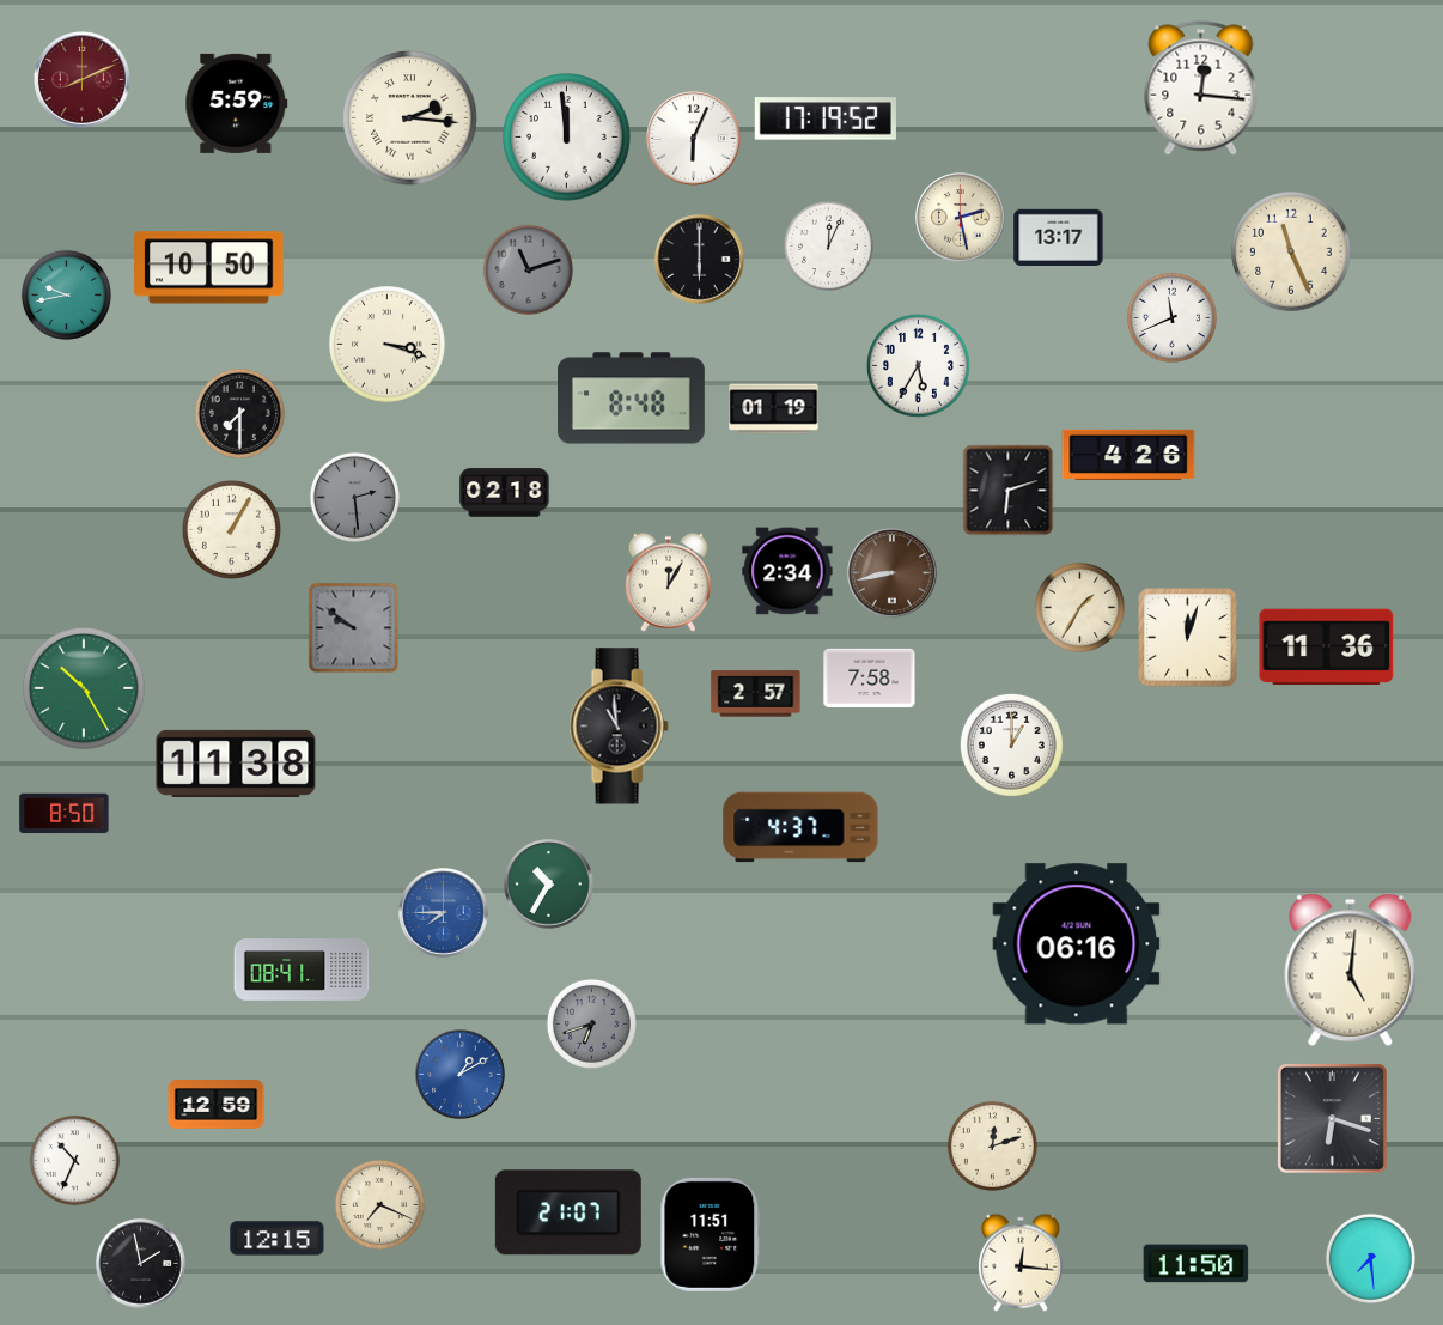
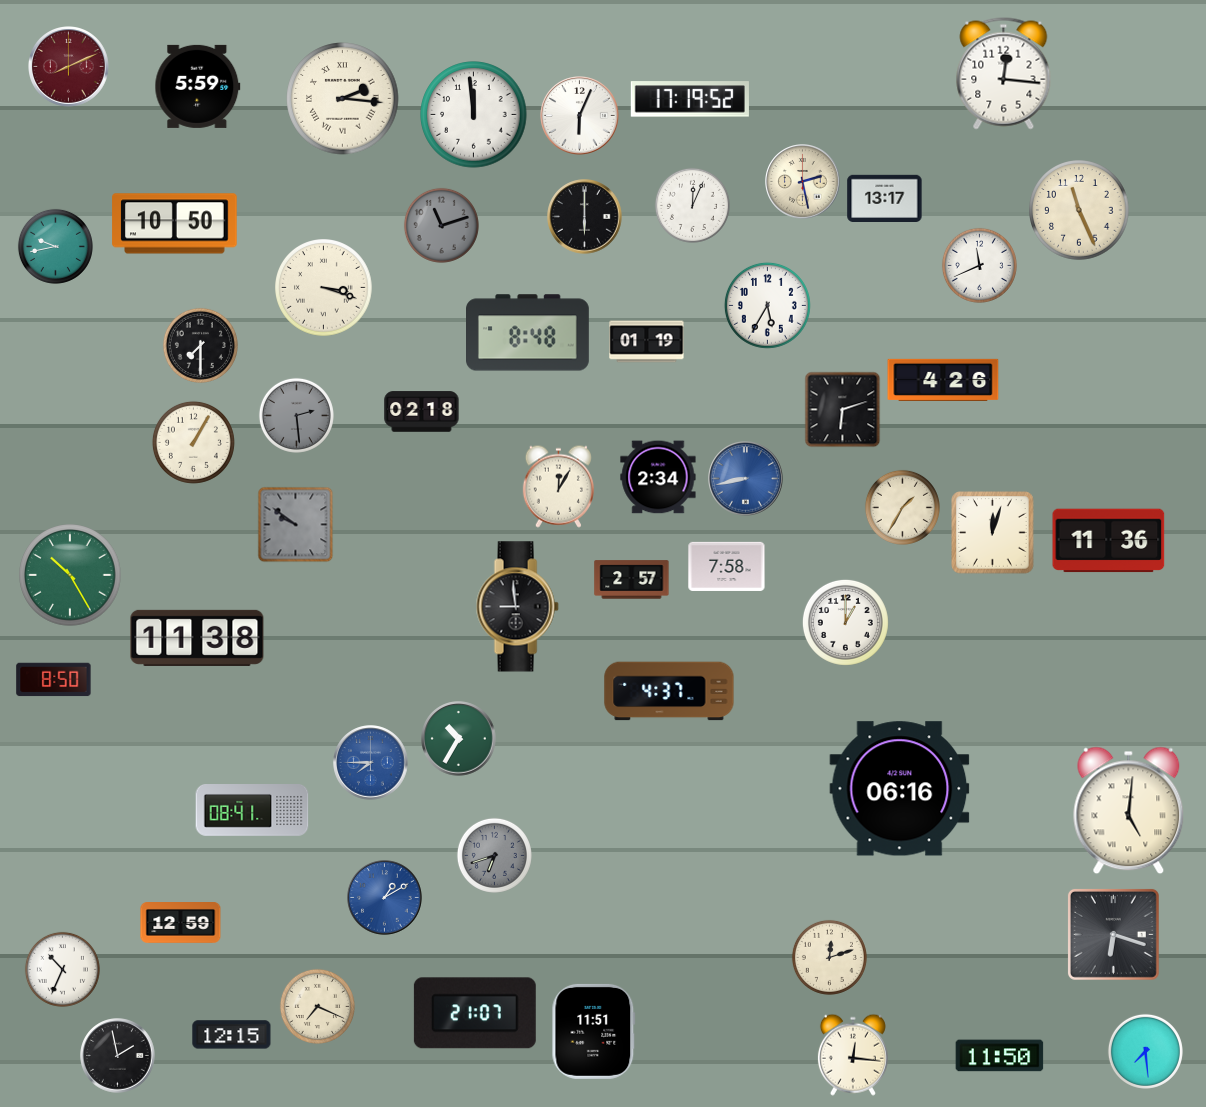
clock at (893, 573) dial: brown -> blue
clock at (619, 727): 10:59 -> 8:59
